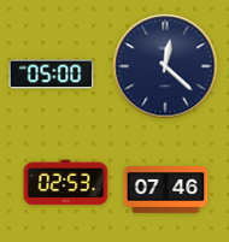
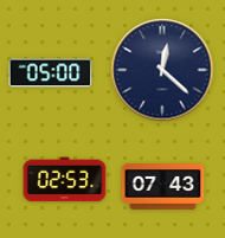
clock at (165, 66) position: (165, 66) -> (162, 70)
clock at (166, 190): 07:46 -> 07:43
